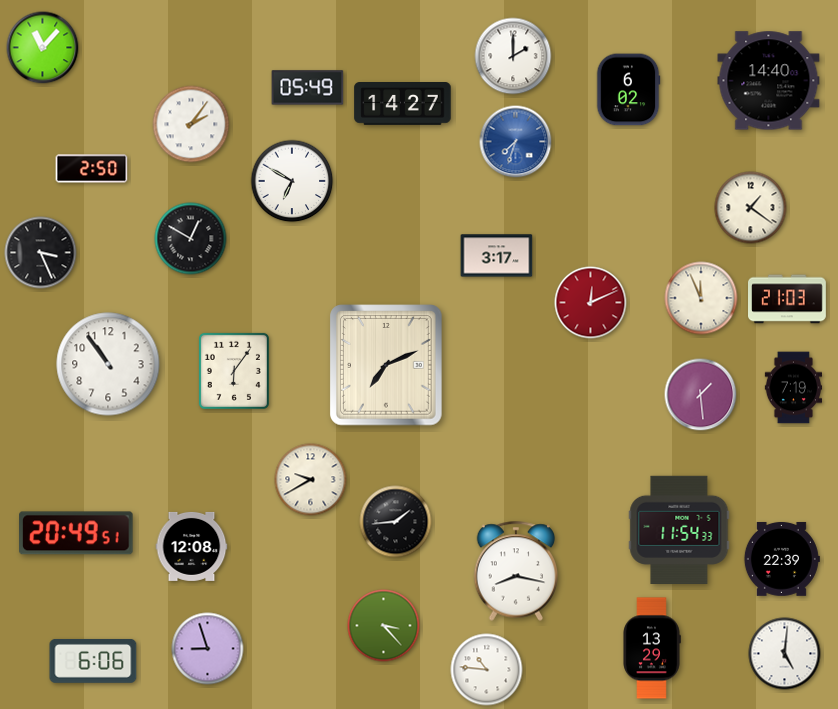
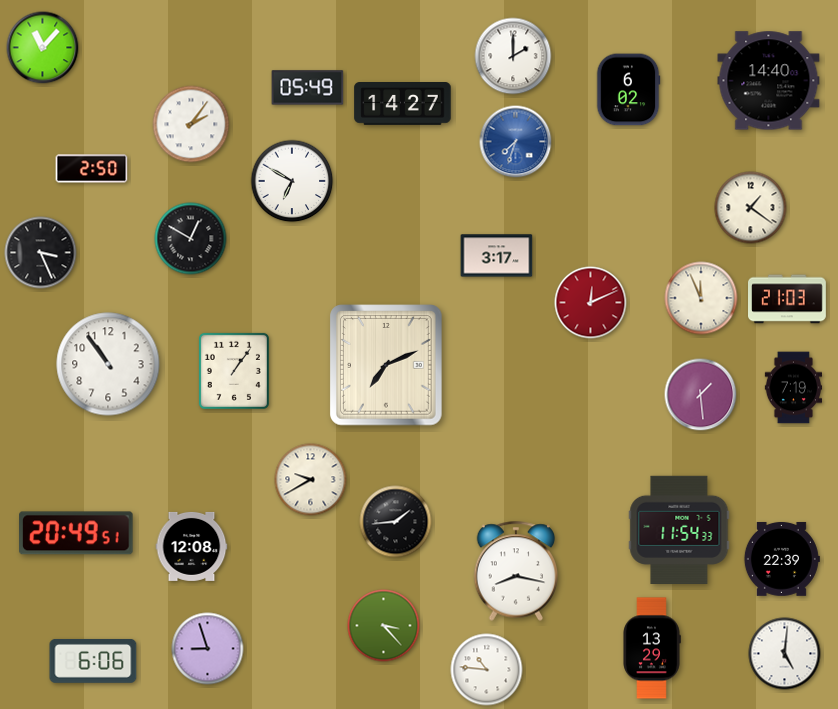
clock at (234, 371): 6:06 -> 1:06
